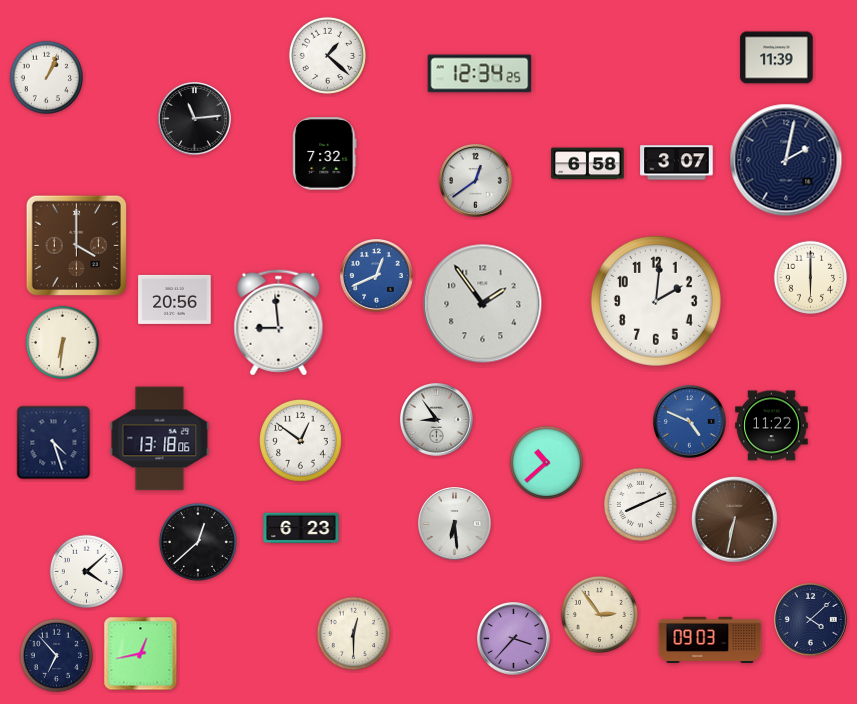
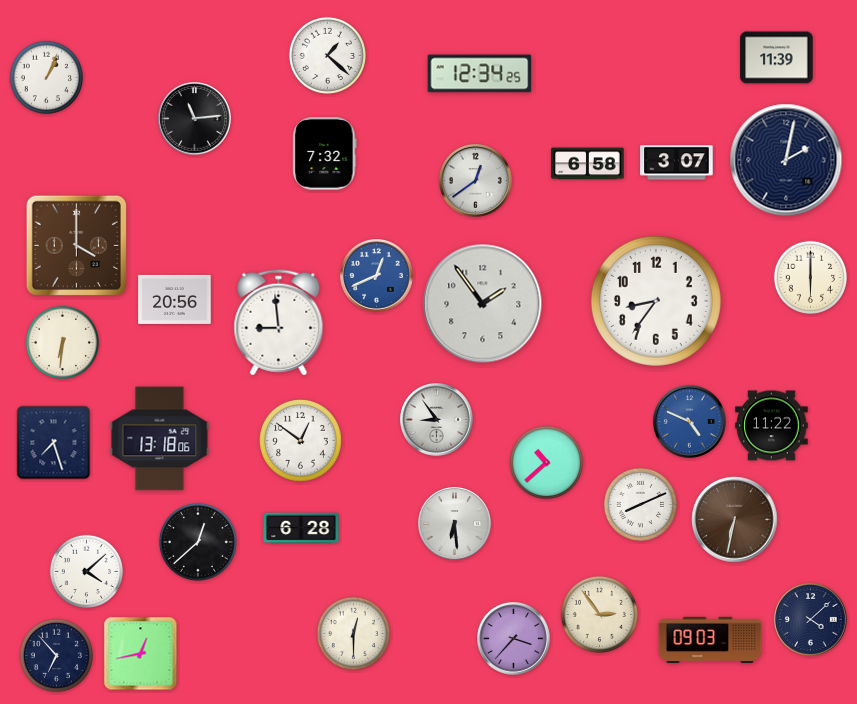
clock at (656, 301): 2:01 -> 8:36
clock at (54, 443): 4:27 -> 7:27
clock at (301, 528): 6:23 -> 6:28
